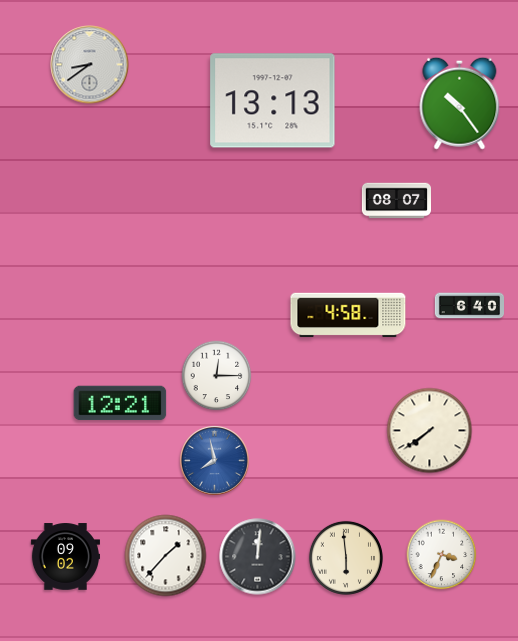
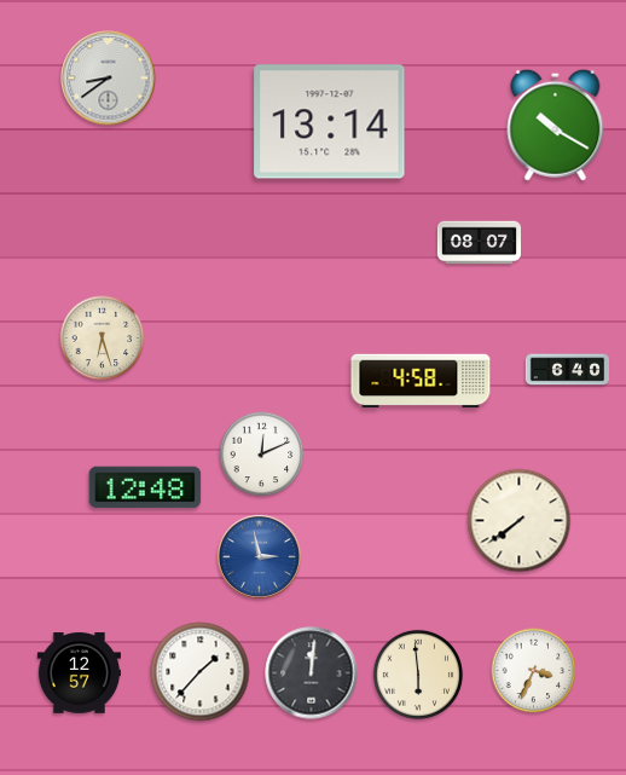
clock at (273, 101): 13:13 -> 13:14
clock at (460, 103): 10:24 -> 10:20
clock at (103, 339): none -> 6:27
clock at (217, 376): 12:15 -> 12:11
clock at (120, 403): 12:21 -> 12:48
clock at (214, 460): 7:58 -> 2:58
clock at (65, 557): 09:02 -> 12:57
